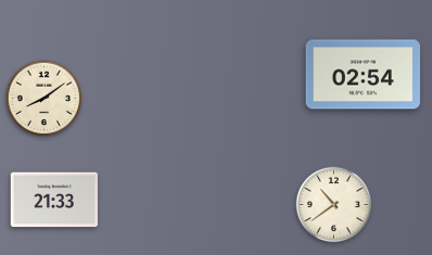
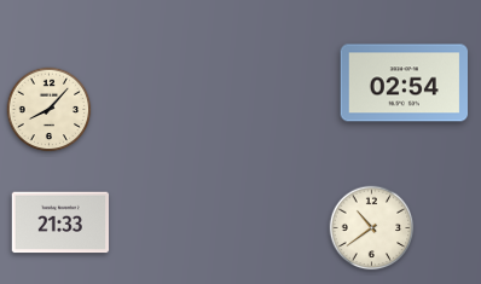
clock at (45, 99): 8:09 -> 8:07
